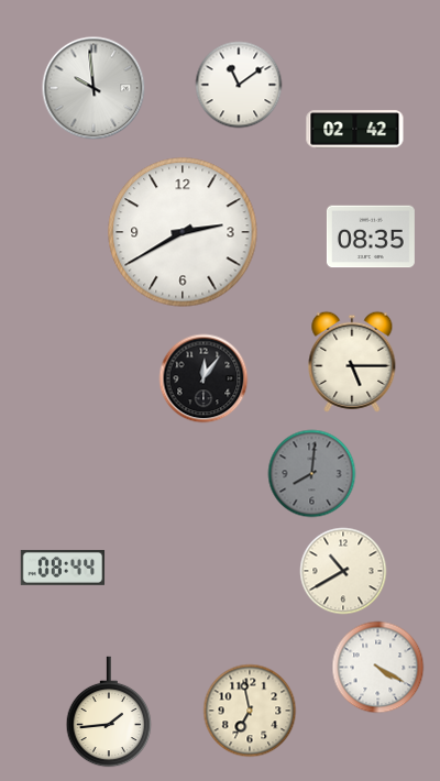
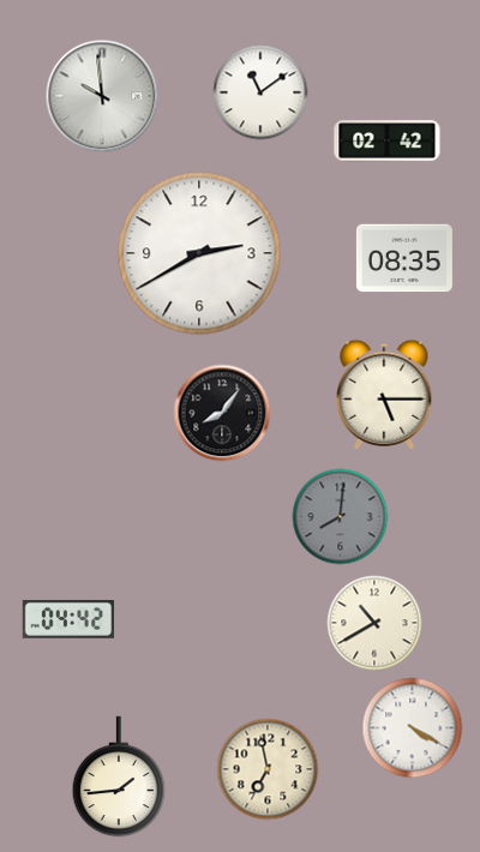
clock at (204, 378): 12:06 -> 8:06
clock at (63, 568): 08:44 -> 04:42
clock at (250, 711) position: (250, 711) -> (268, 769)
